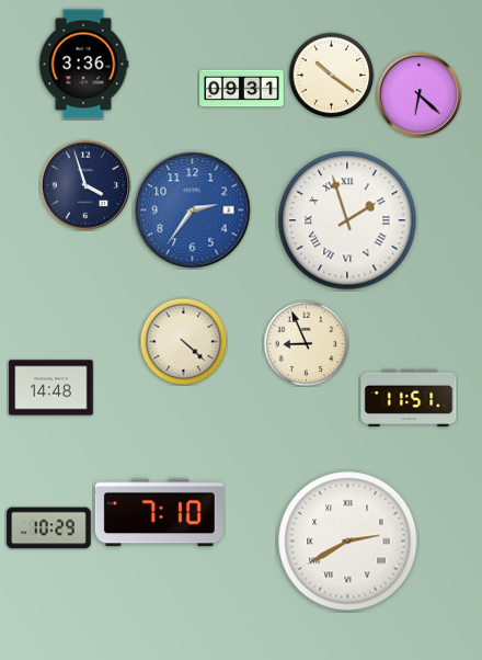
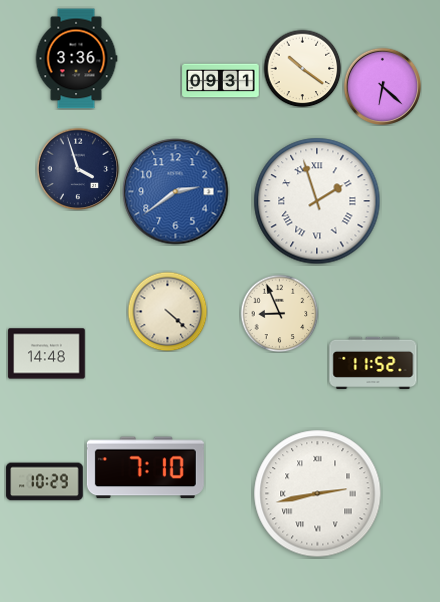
clock at (193, 210): 2:36 -> 2:39
clock at (409, 397): 11:51 -> 11:52
clock at (348, 542): 2:40 -> 2:43
